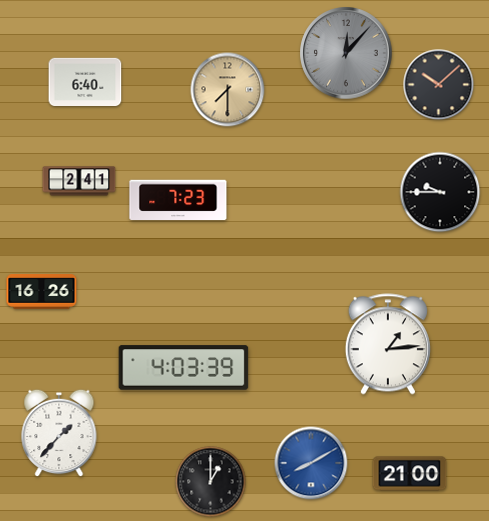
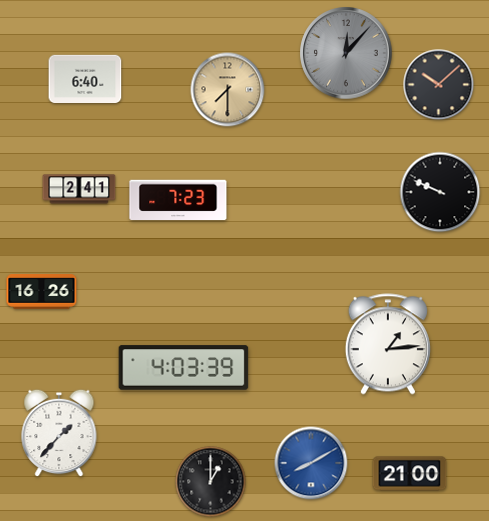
clock at (85, 81) position: (85, 81) -> (85, 78)
clock at (79, 181) position: (79, 181) -> (79, 189)
clock at (440, 192): 9:45 -> 9:49
